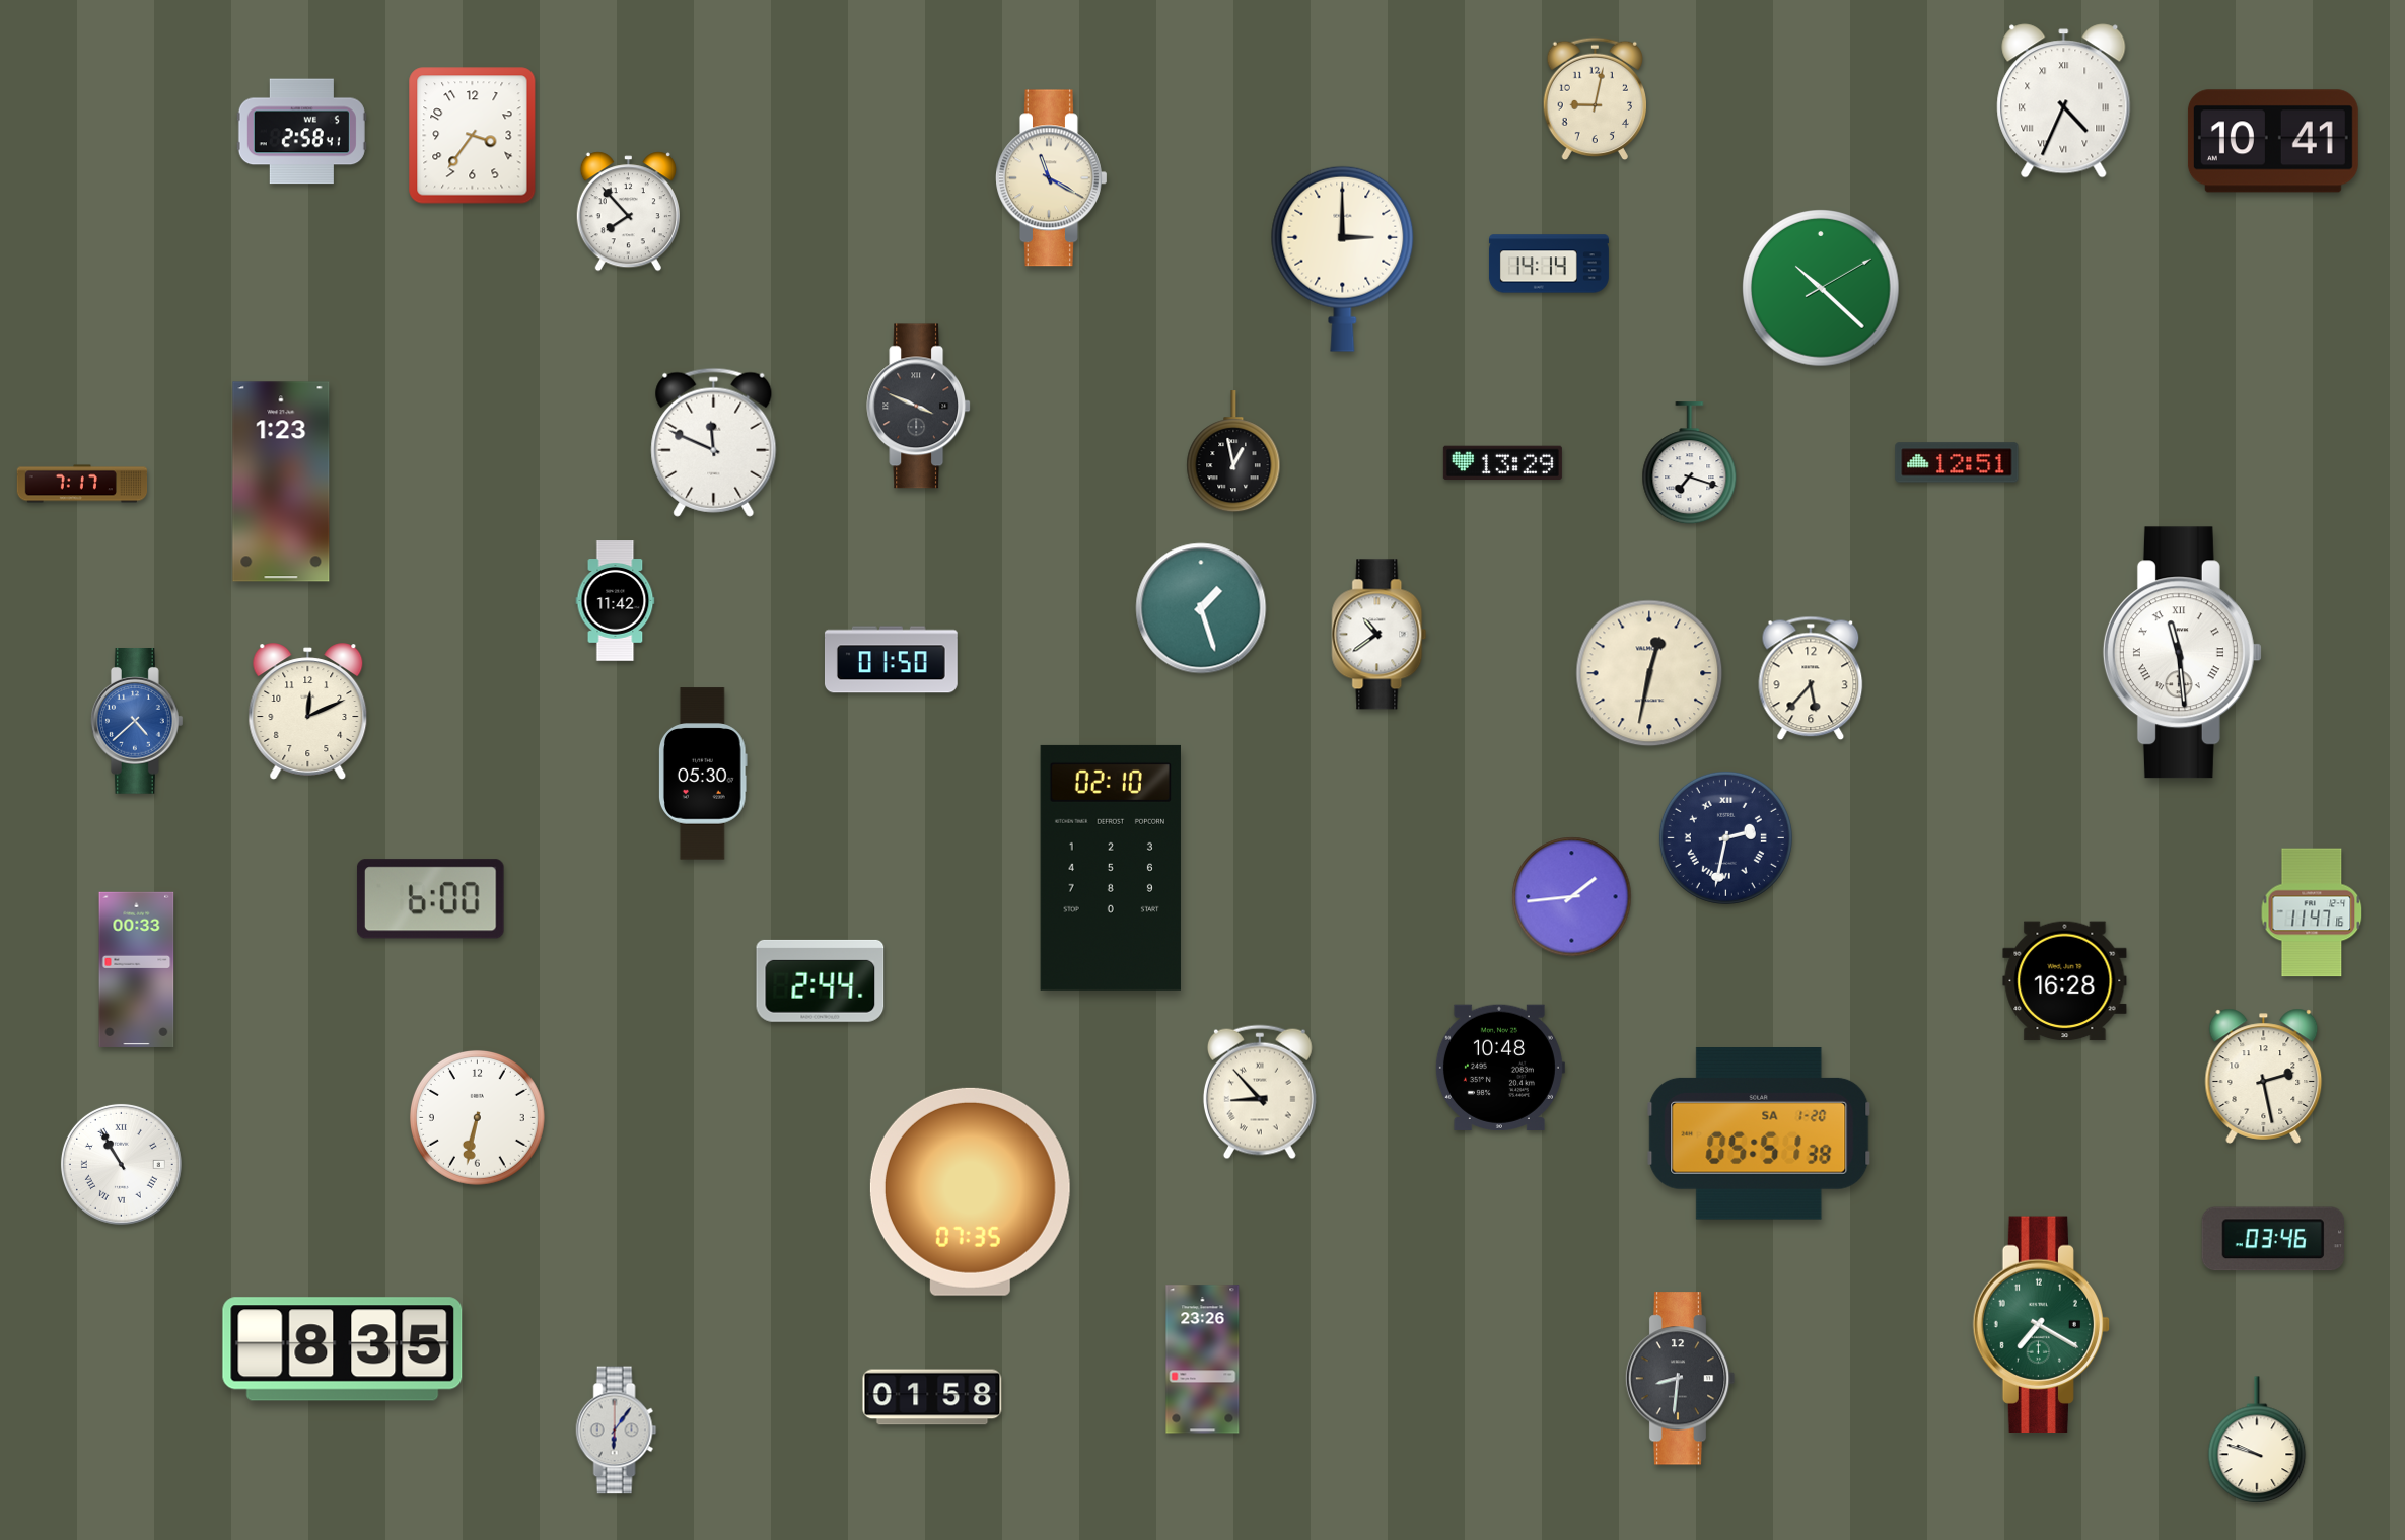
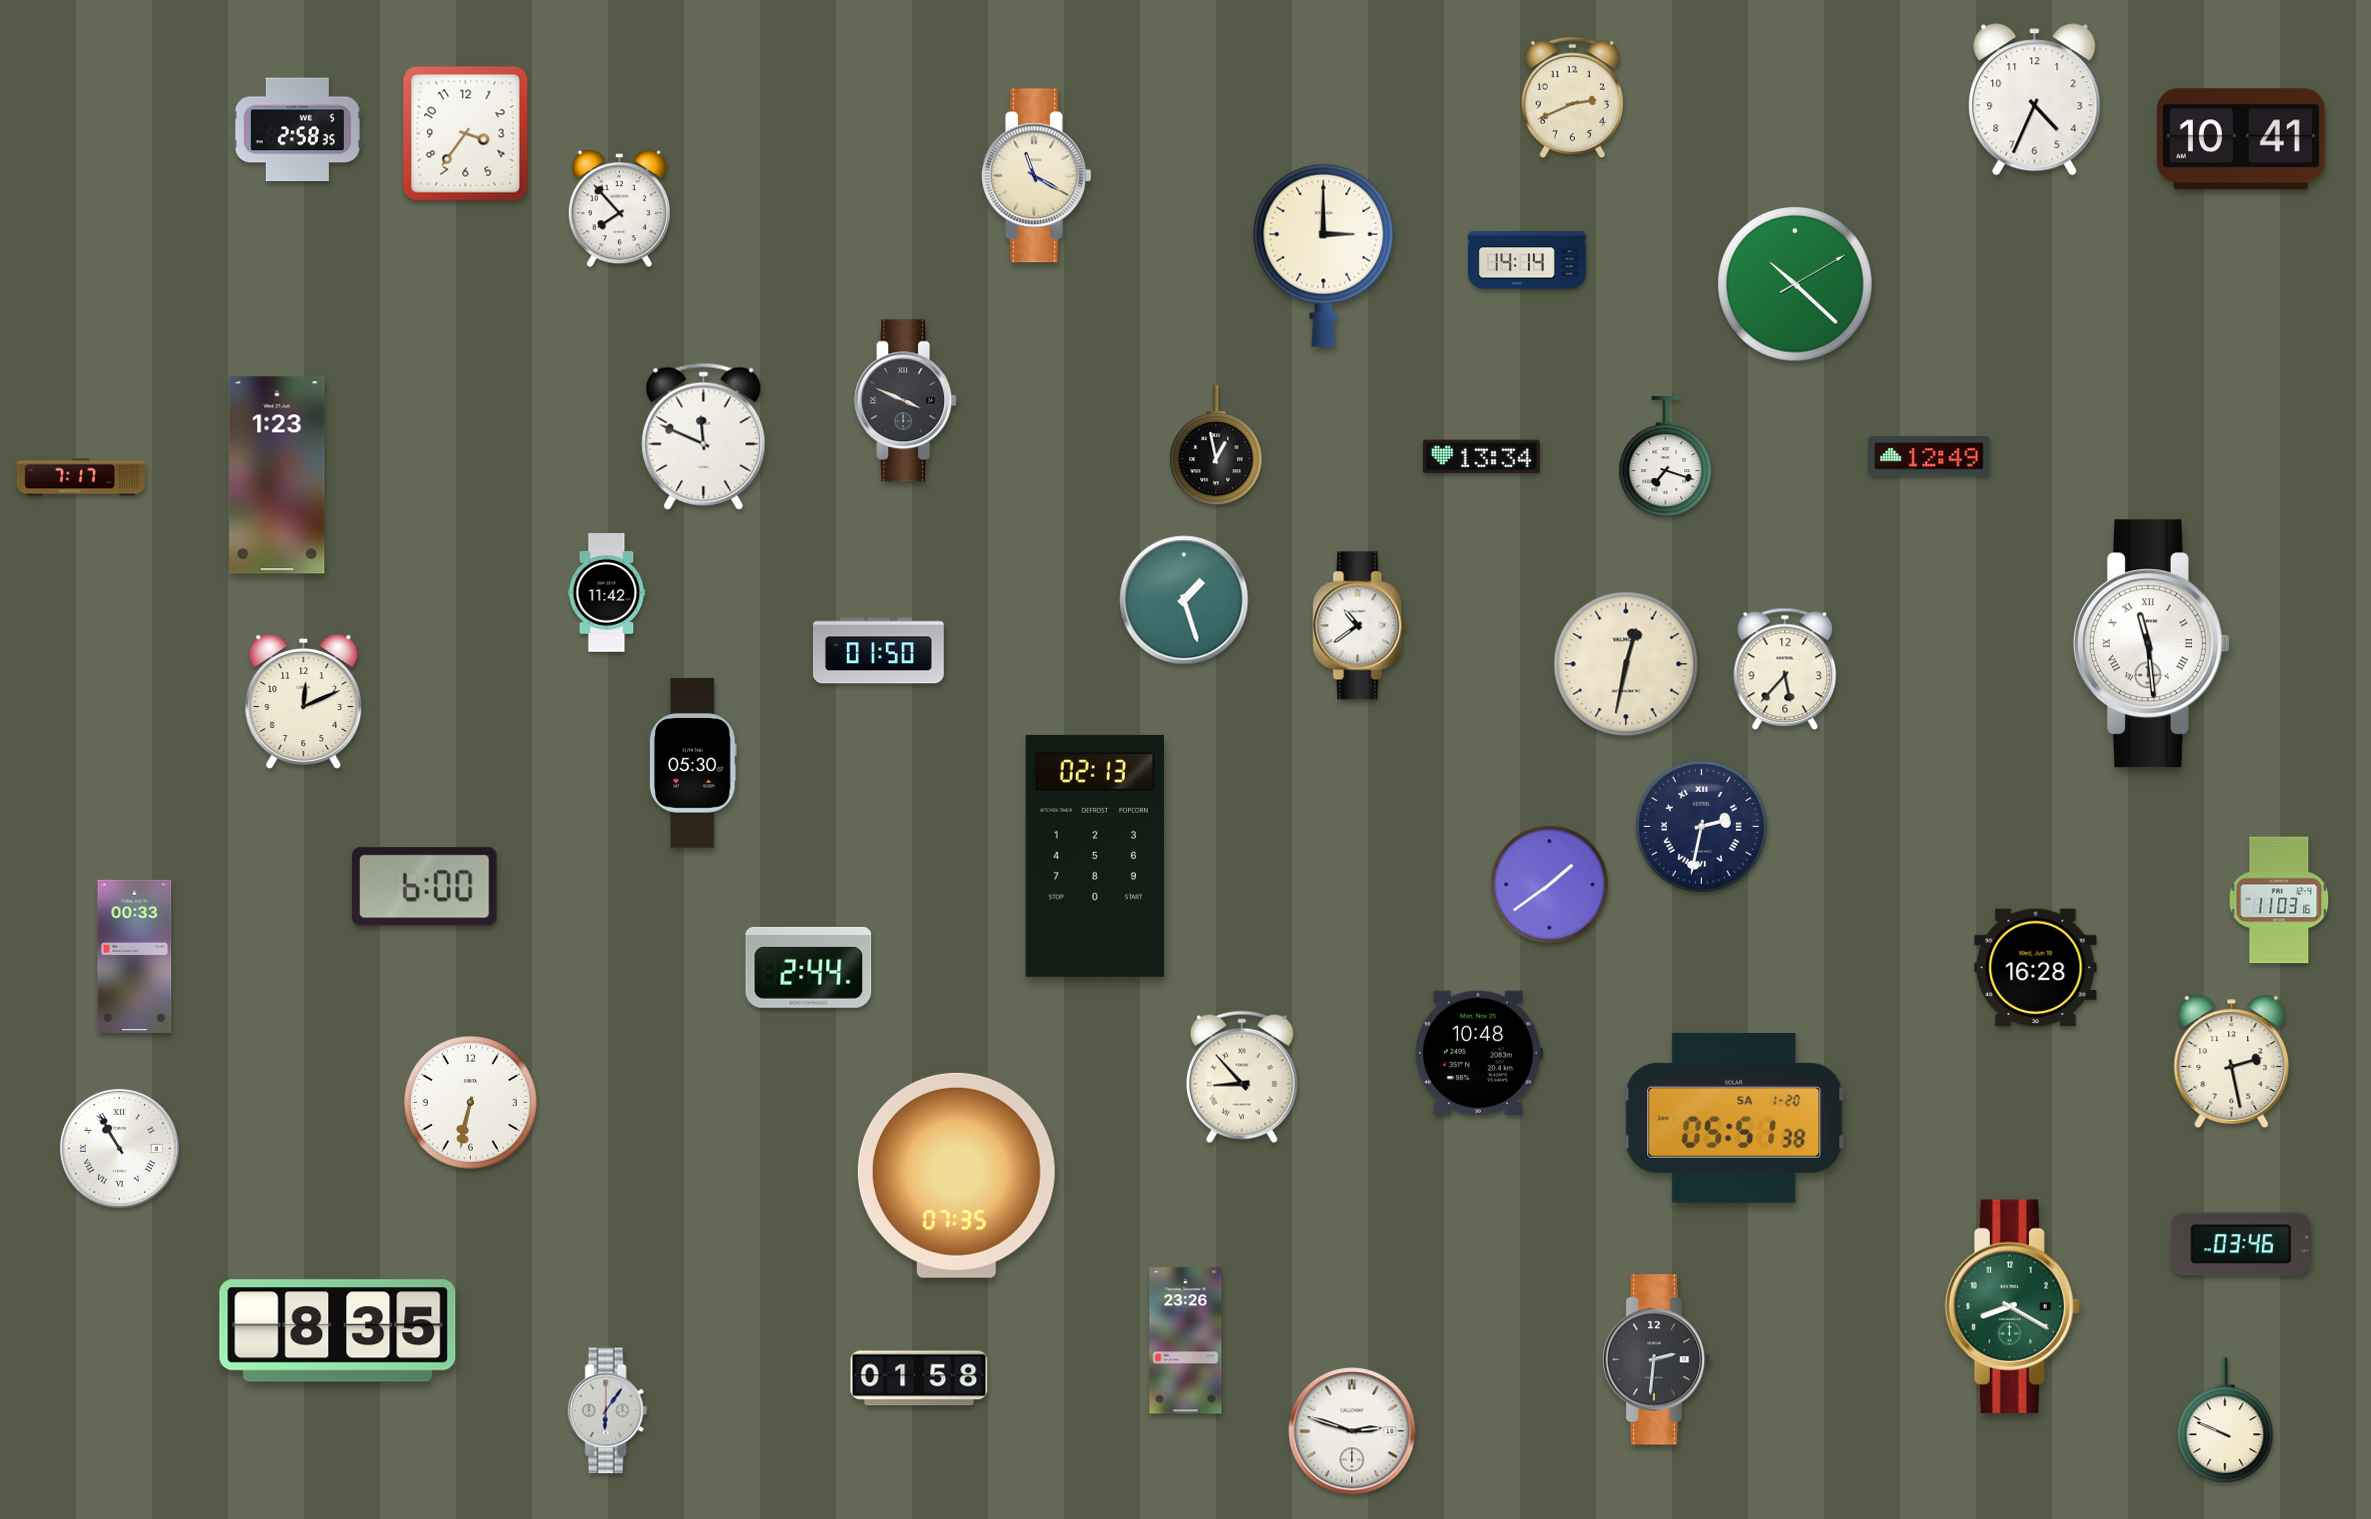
clock at (1595, 99): 9:02 -> 2:41
clock at (2064, 101) numerals: Roman -> Arabic
clock at (301, 132): 2:58:41 -> 2:58:35
clock at (1957, 462): 12:51 -> 12:49
clock at (1502, 463): 13:29 -> 13:34
clock at (137, 722): 4:38 -> none
clock at (1110, 868): 02:10 -> 02:13
clock at (1572, 897): 1:44 -> 1:39
clock at (2312, 912): 11:47 -> 11:03
clock at (2273, 1239) position: (2273, 1239) -> (2241, 1244)
clock at (2042, 1324): 7:20 -> 8:20
clock at (1680, 1379): 8:31 -> 2:31
clock at (2257, 1441): 9:48 -> 9:49
clock at (1352, 1431): none -> 2:48
